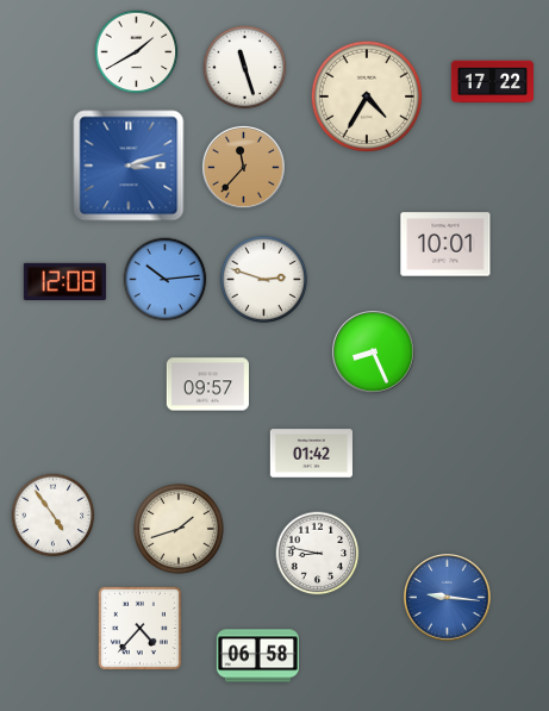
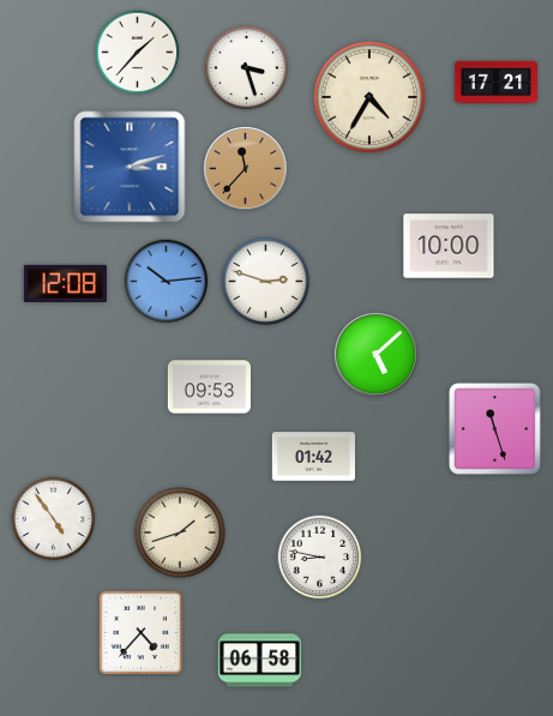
clock at (137, 52): 1:40 -> 1:37
clock at (245, 68): 11:27 -> 3:27
clock at (492, 82): 17:22 -> 17:21
clock at (445, 244): 10:01 -> 10:00
clock at (373, 351): 8:26 -> 5:08
clock at (207, 385): 09:57 -> 09:53
clock at (494, 428): none -> 11:27
clock at (448, 598): 9:16 -> none
